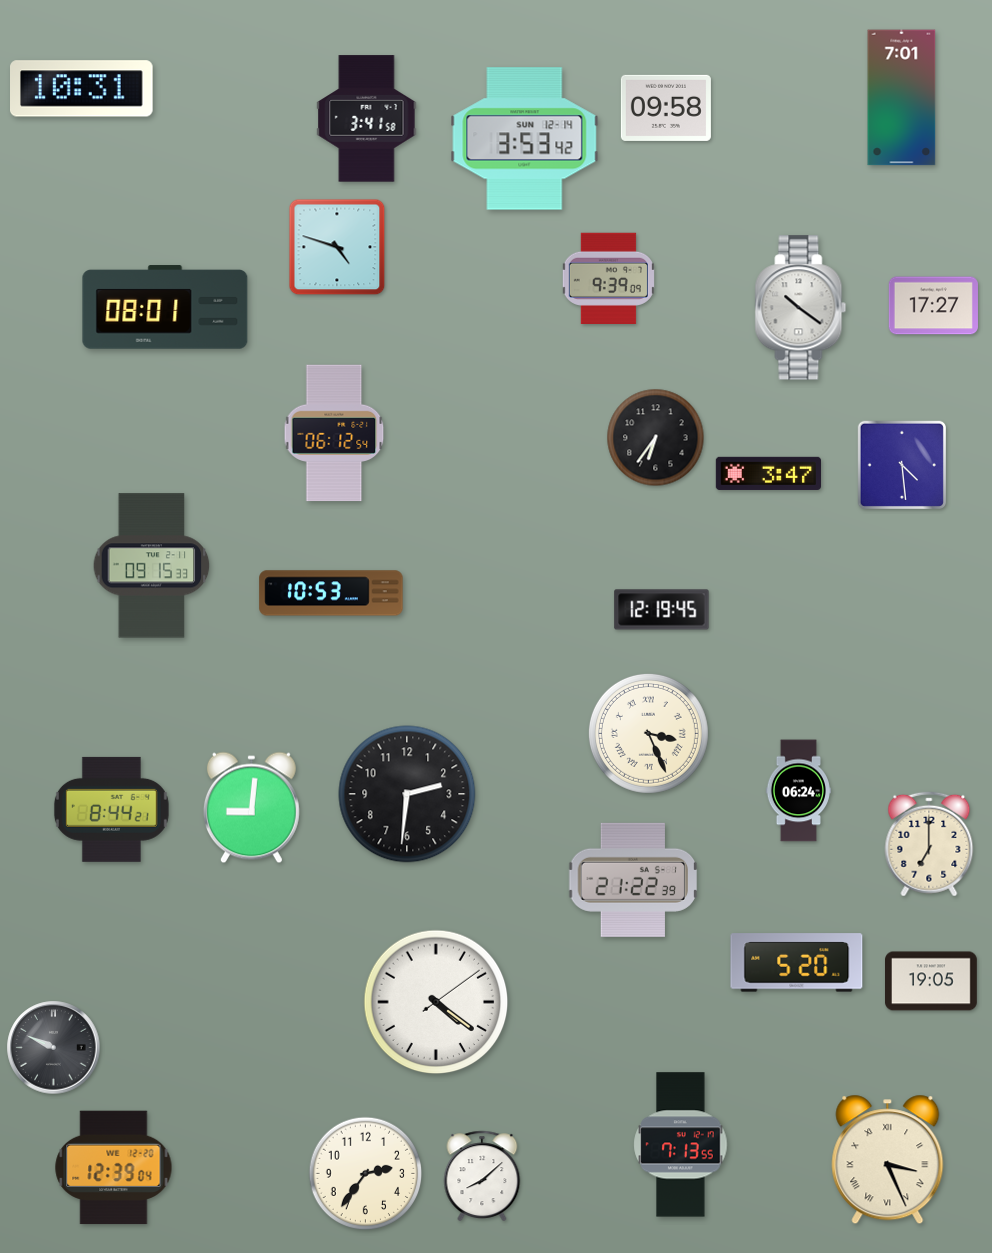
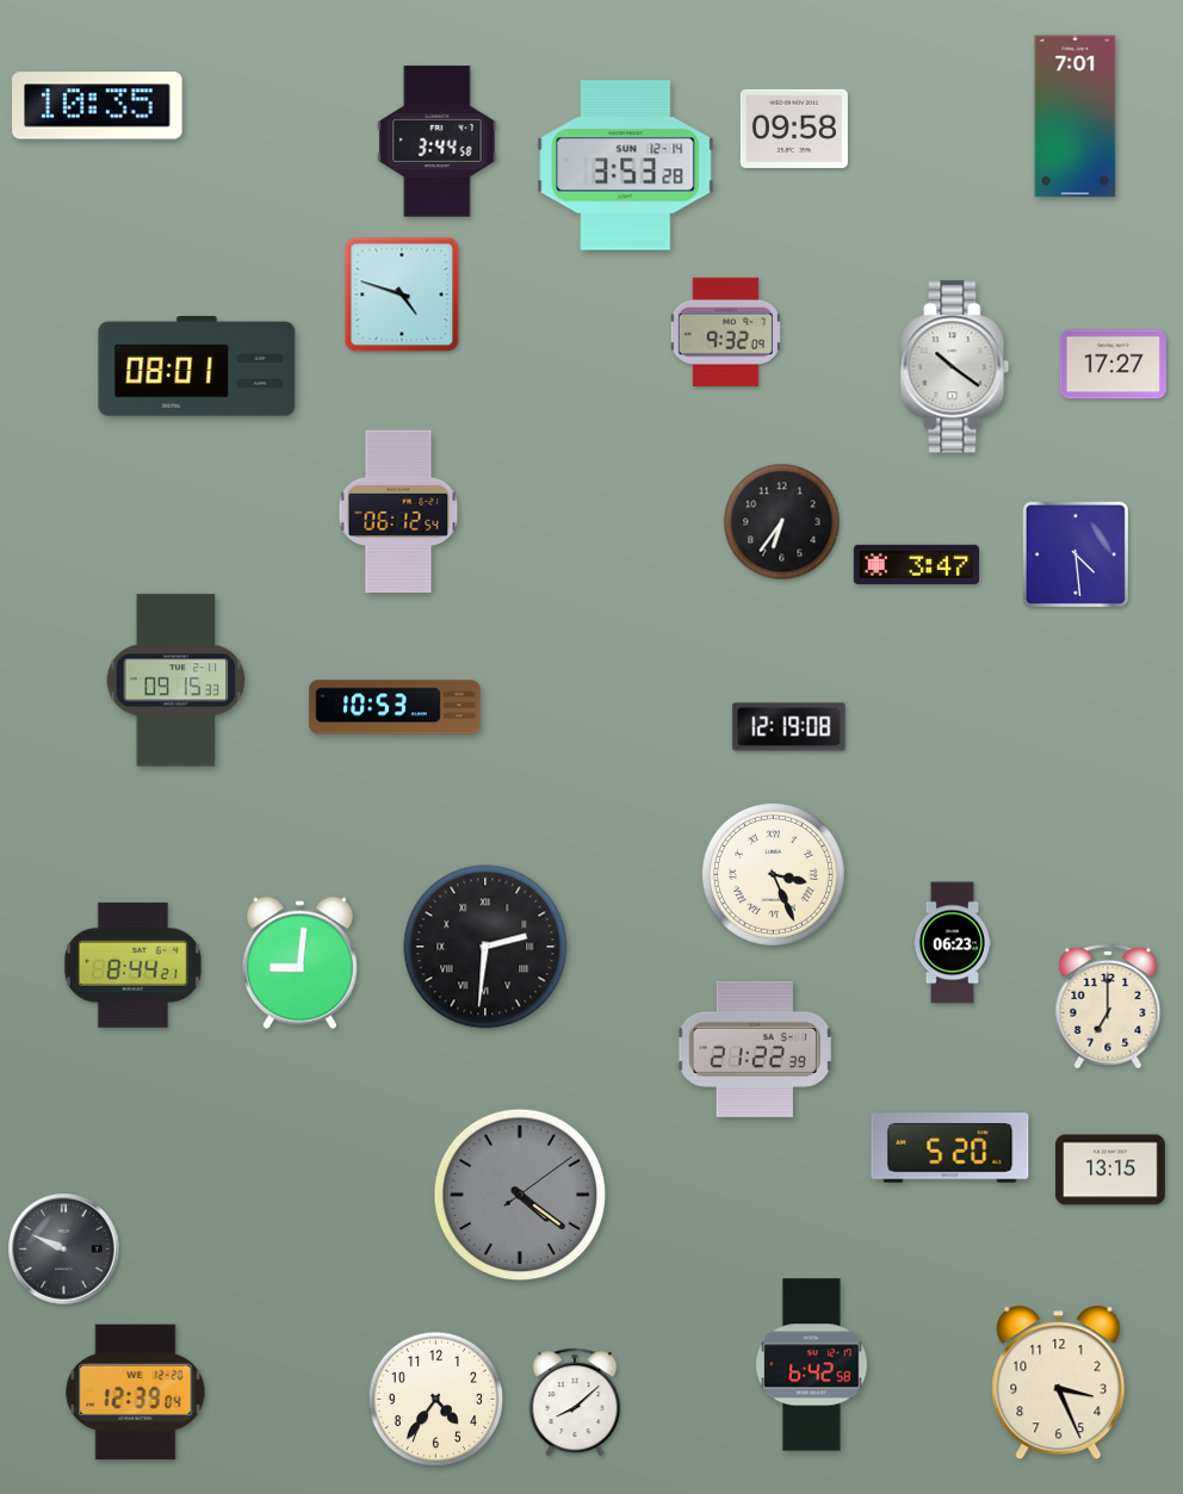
clock at (82, 89): 10:31 -> 10:35
clock at (367, 119): 3:41 -> 3:44
clock at (525, 139): 3:53:42 -> 3:53:28
clock at (608, 278): 9:39 -> 9:32
clock at (334, 433) position: (334, 433) -> (398, 512)
clock at (152, 566) position: (152, 566) -> (176, 681)
clock at (662, 610): 12:19:45 -> 12:19:08
clock at (798, 791): 06:24 -> 06:23
clock at (407, 794) numerals: Arabic -> Roman
clock at (932, 981): 19:05 -> 13:15
clock at (436, 1002) dial: white -> grey
clock at (681, 1145): 7:13 -> 6:42
clock at (888, 1160) numerals: Roman -> Arabic
clock at (366, 1174): 2:36 -> 4:36
